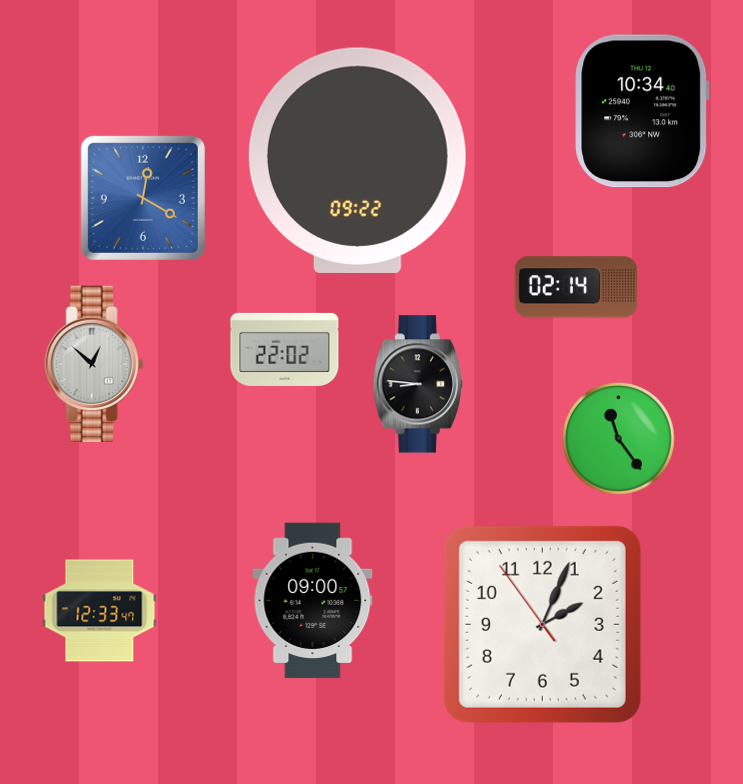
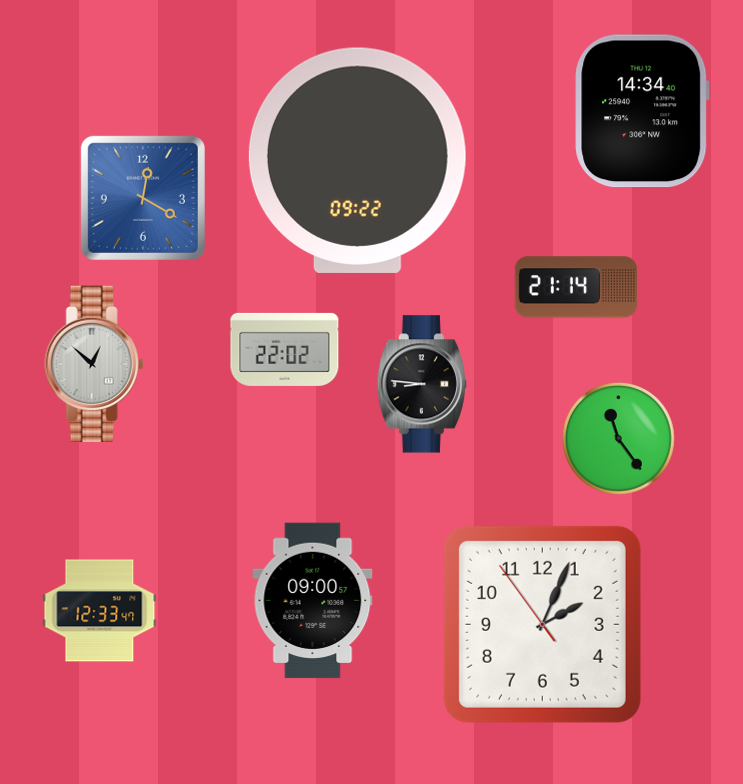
clock at (642, 111): 10:34 -> 14:34
clock at (576, 287): 02:14 -> 21:14
clock at (418, 384) position: (418, 384) -> (422, 384)
